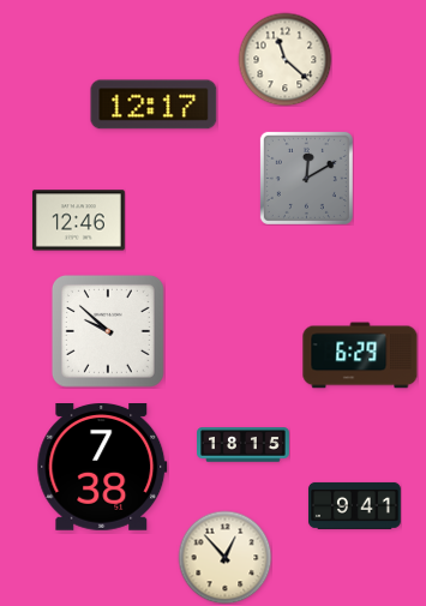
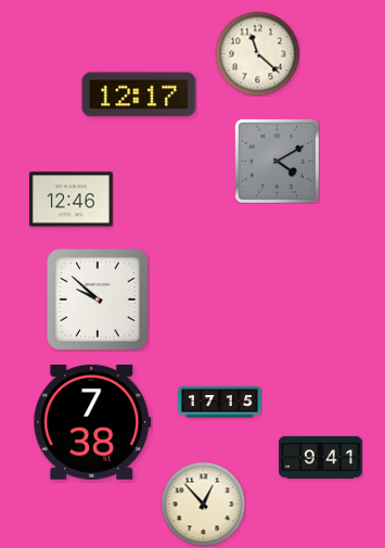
clock at (306, 178): 12:10 -> 4:10
clock at (360, 355): 6:29 -> none
clock at (244, 445): 18:15 -> 17:15
